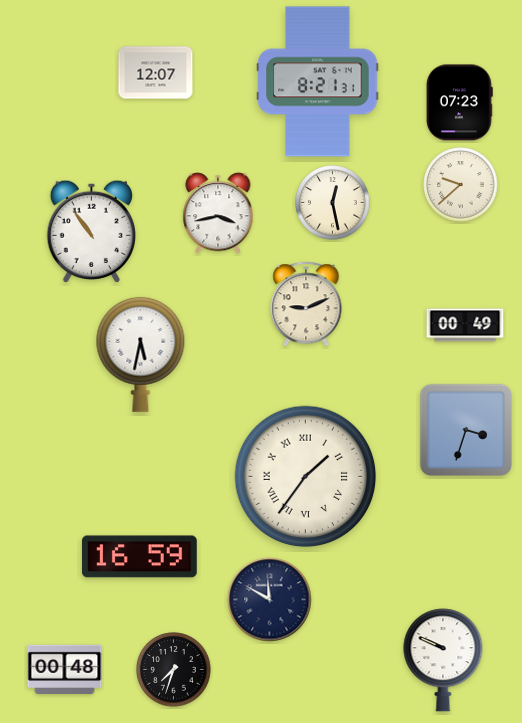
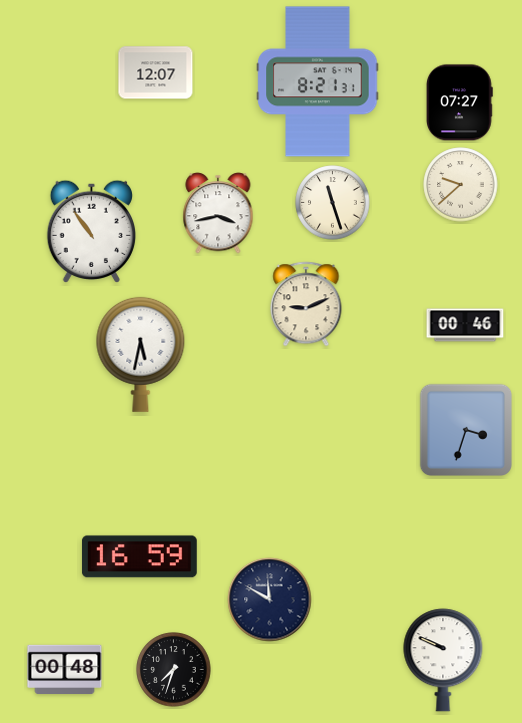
clock at (460, 103): 07:23 -> 07:27
clock at (333, 203): 12:28 -> 11:27
clock at (465, 325): 00:49 -> 00:46
clock at (306, 477): 1:36 -> none
